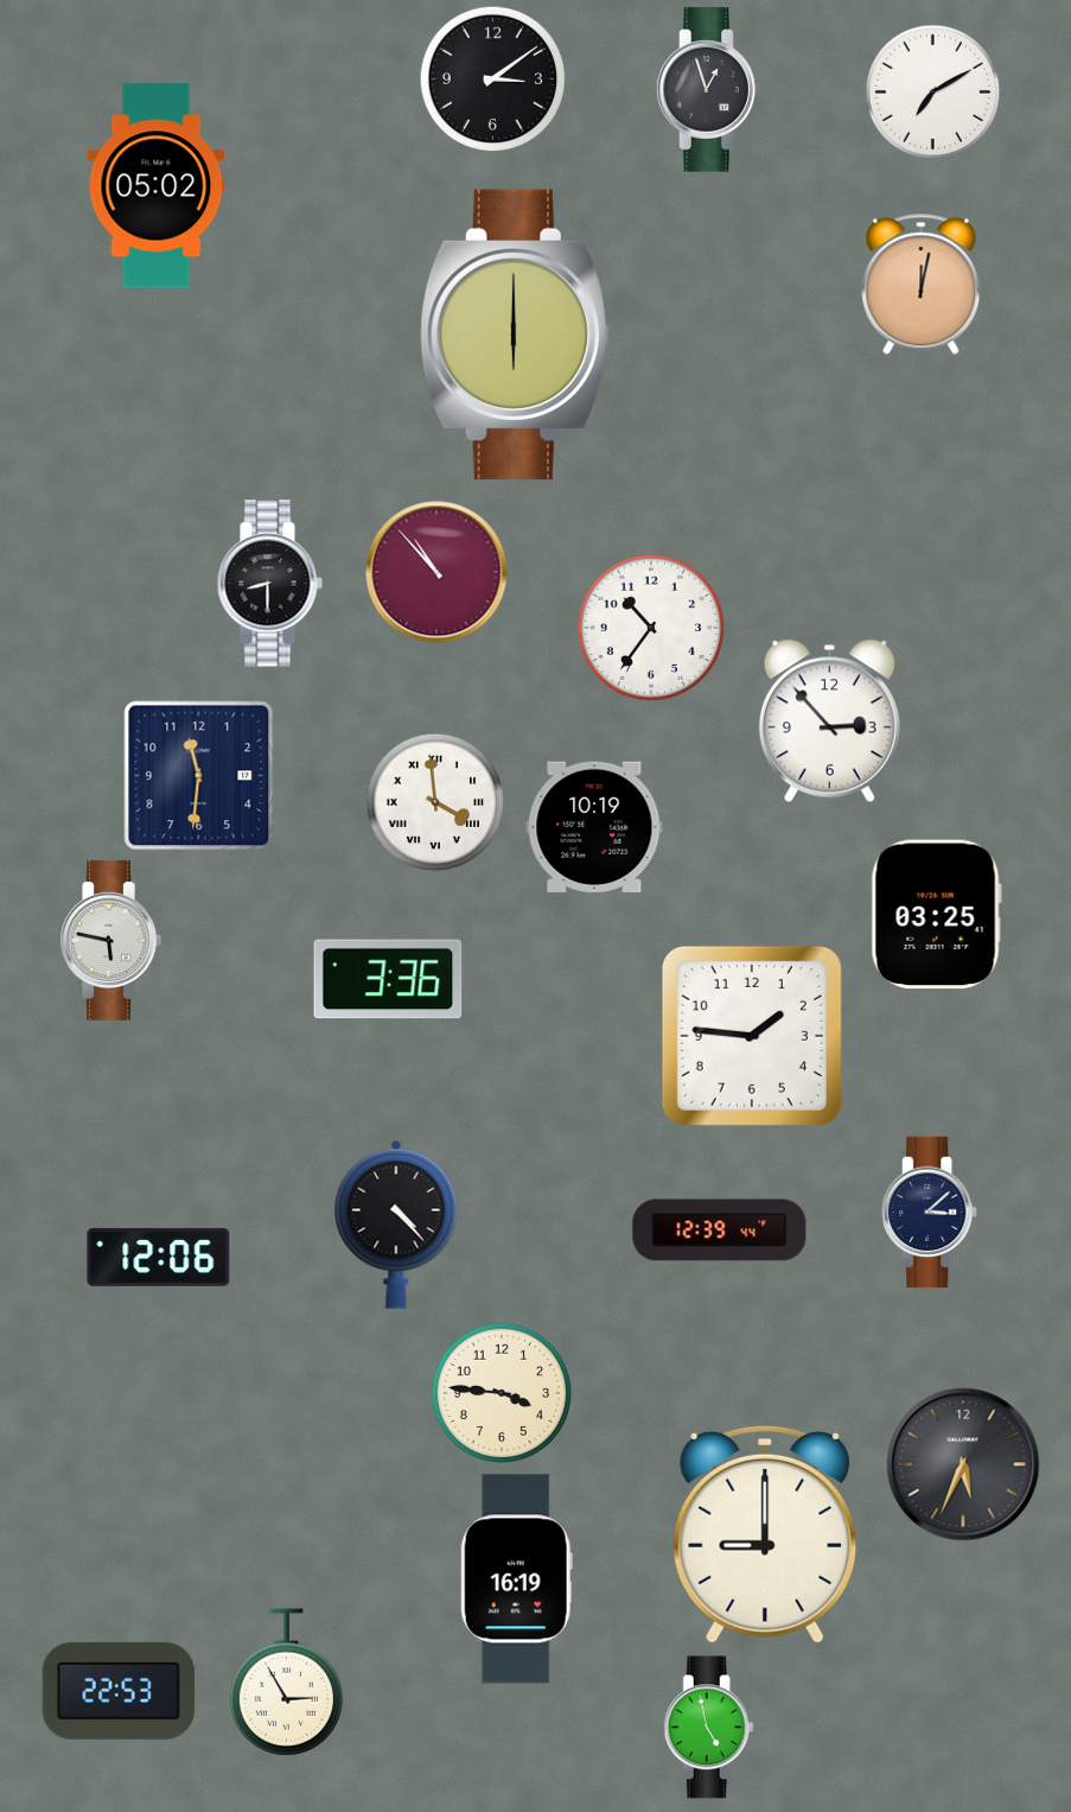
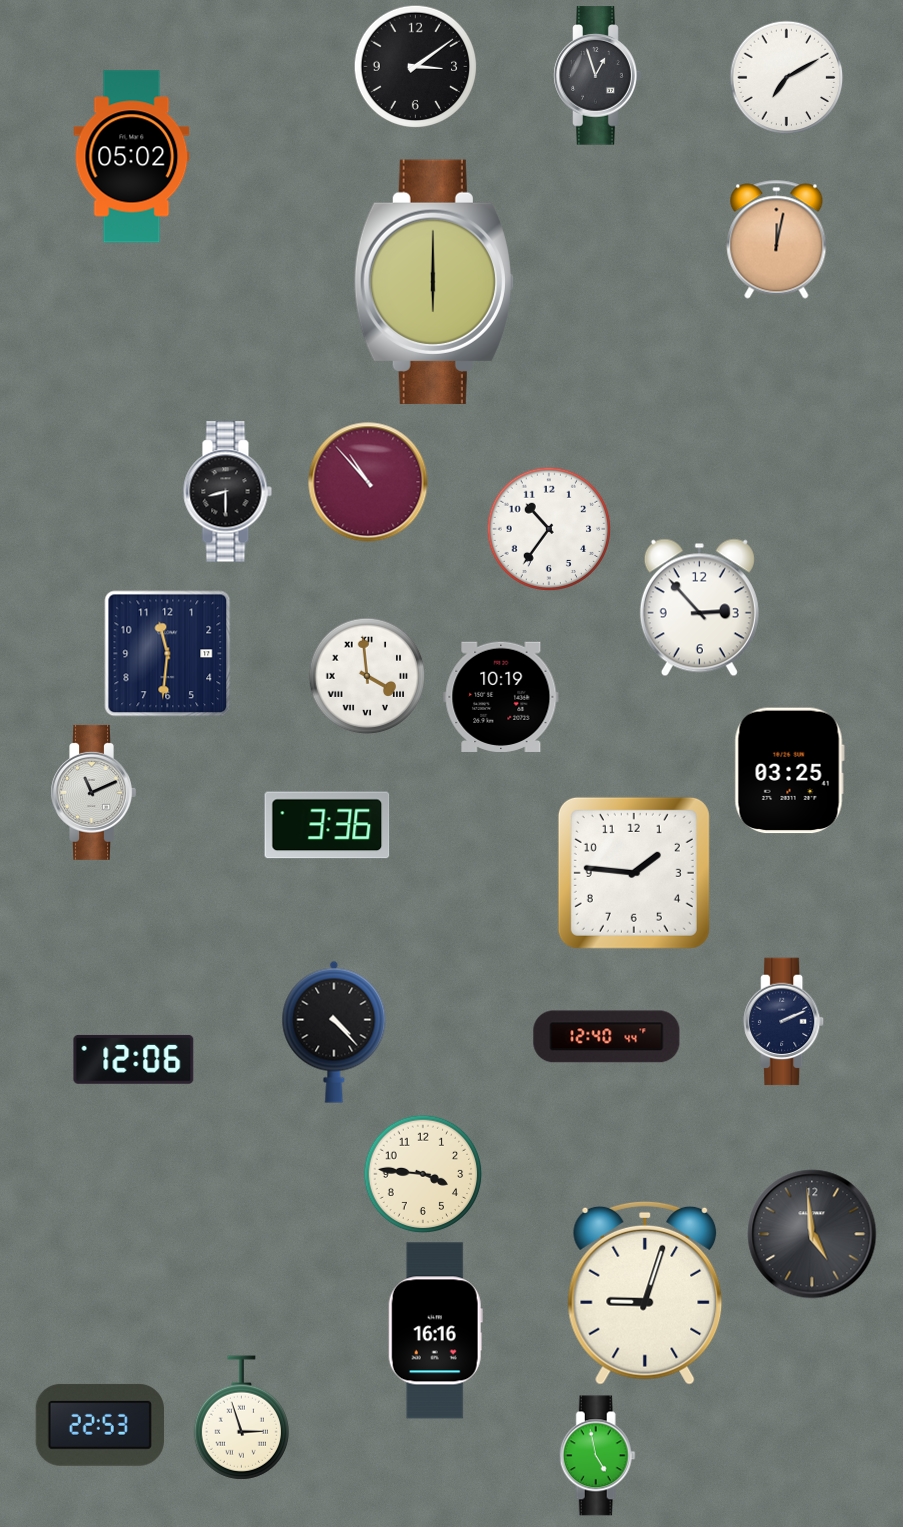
clock at (110, 940): 5:47 -> 11:11
clock at (930, 1213): 3:08 -> 2:11
clock at (720, 1231): 12:39 -> 12:40
clock at (963, 1464): 5:34 -> 4:59
clock at (765, 1534): 9:00 -> 9:03
clock at (516, 1579): 16:19 -> 16:16
clock at (286, 1683): 2:55 -> 2:57
